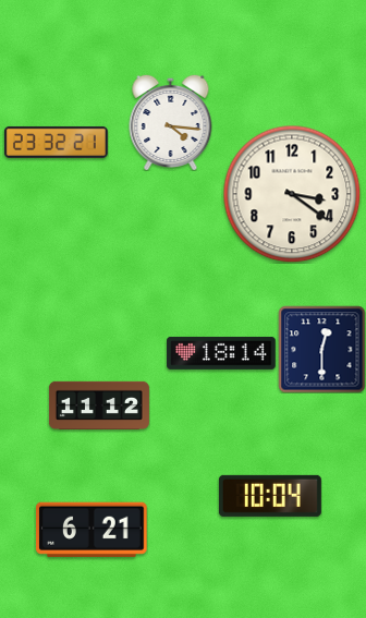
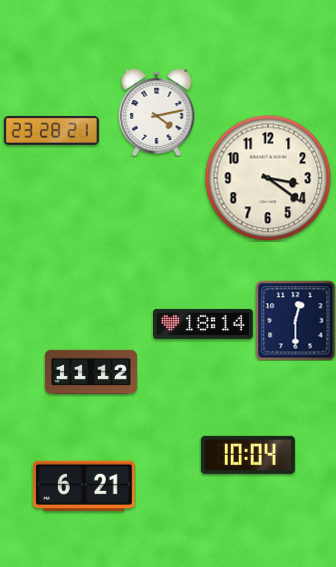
clock at (171, 122): 4:16 -> 4:13
clock at (56, 142): 23:32 -> 23:28
